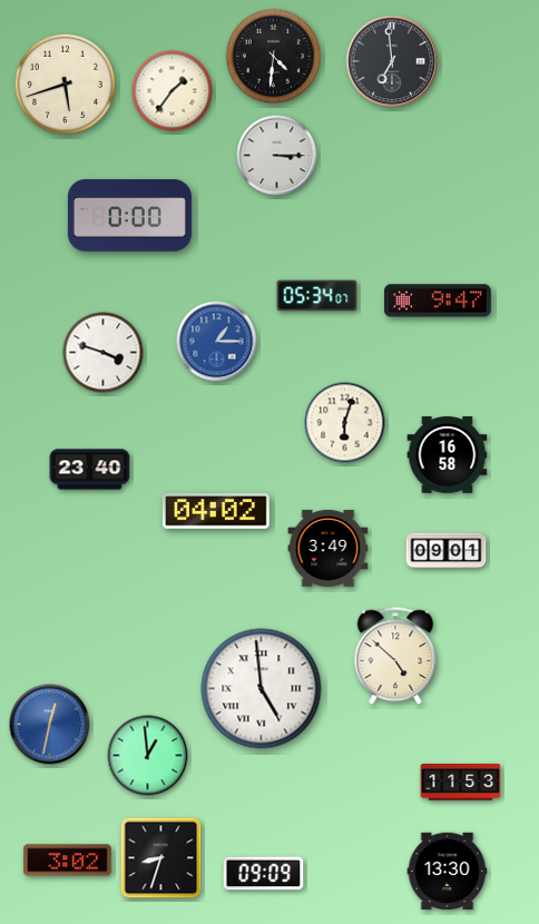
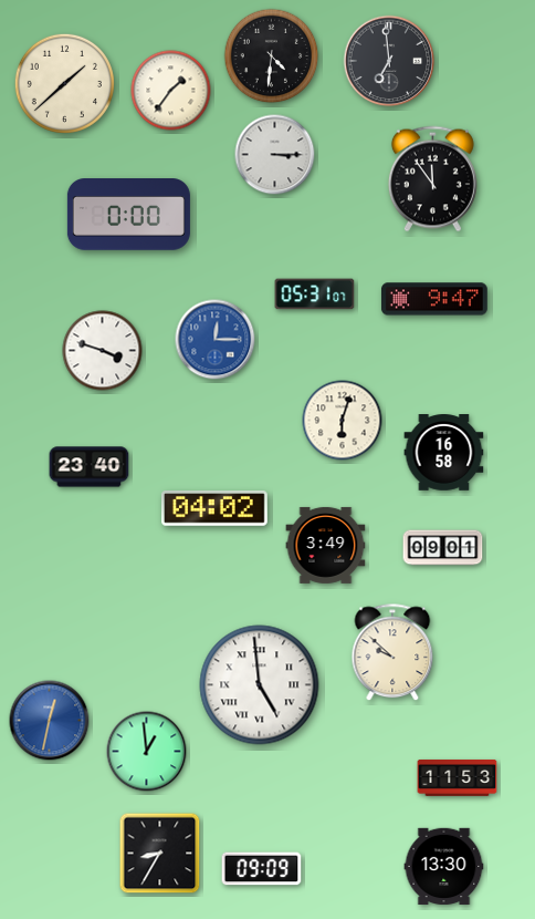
clock at (65, 83): 5:42 -> 1:38
clock at (432, 179): none -> 11:54
clock at (317, 296): 05:34 -> 05:31
clock at (217, 342): 1:15 -> 12:15
clock at (395, 657): 4:52 -> 9:52
clock at (161, 858): 8:33 -> 8:35
clock at (68, 861): 3:02 -> none
